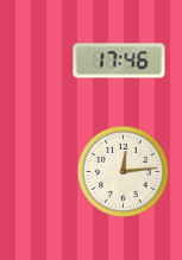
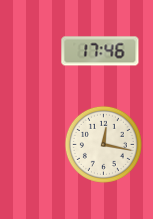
clock at (123, 171): 12:14 -> 12:17
